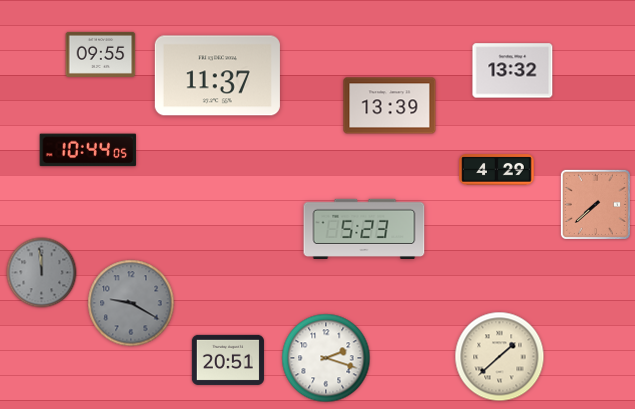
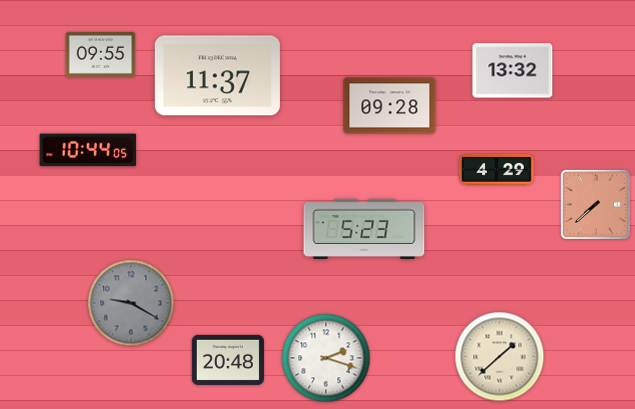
clock at (390, 106): 13:39 -> 09:28
clock at (42, 273): 11:59 -> none
clock at (228, 360): 20:51 -> 20:48
